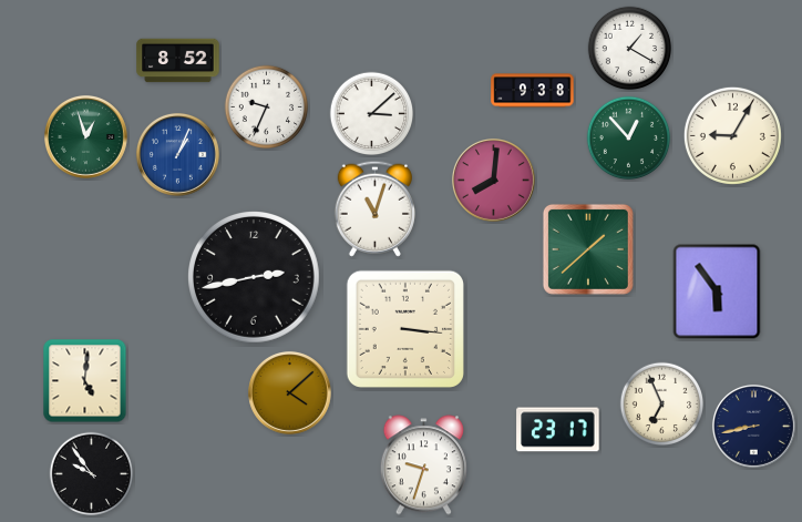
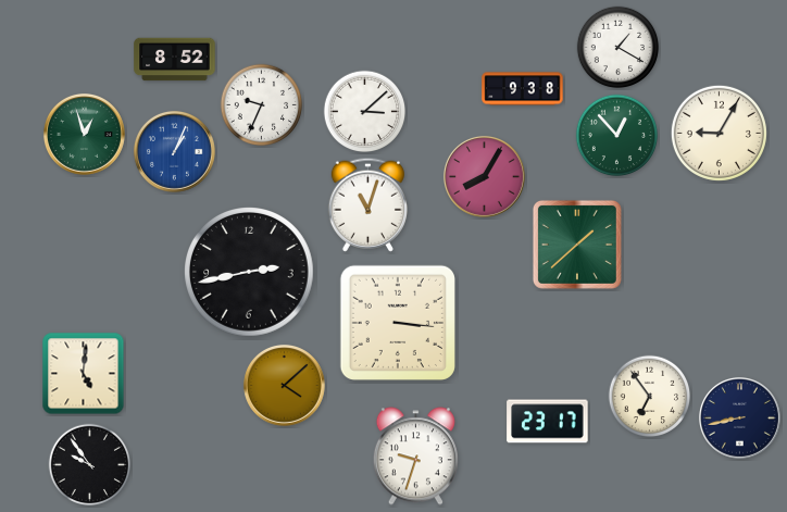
clock at (493, 180): 8:01 -> 8:05
clock at (717, 291): 5:54 -> none
clock at (662, 405): 6:56 -> 6:54
